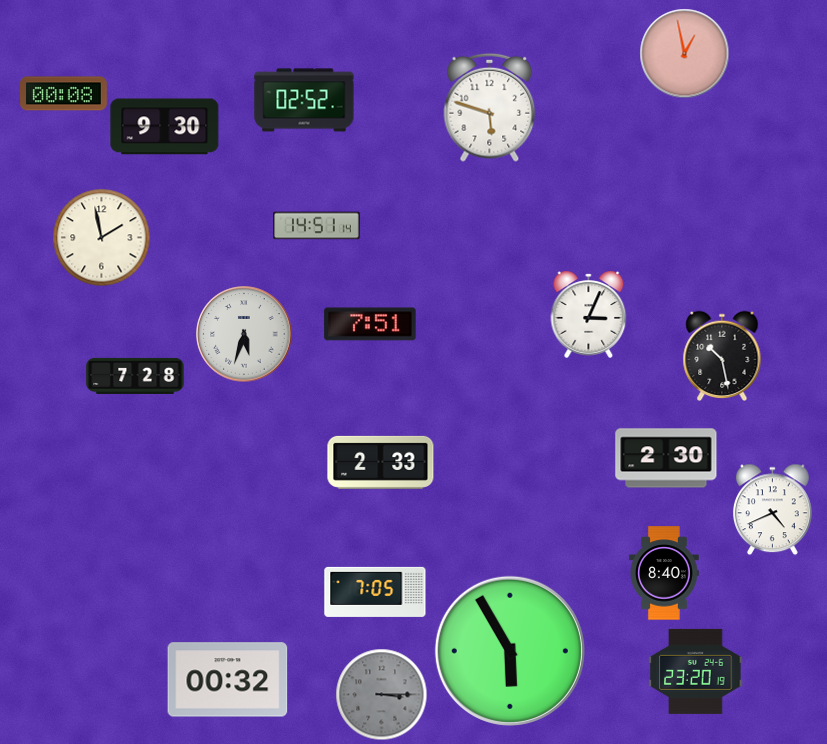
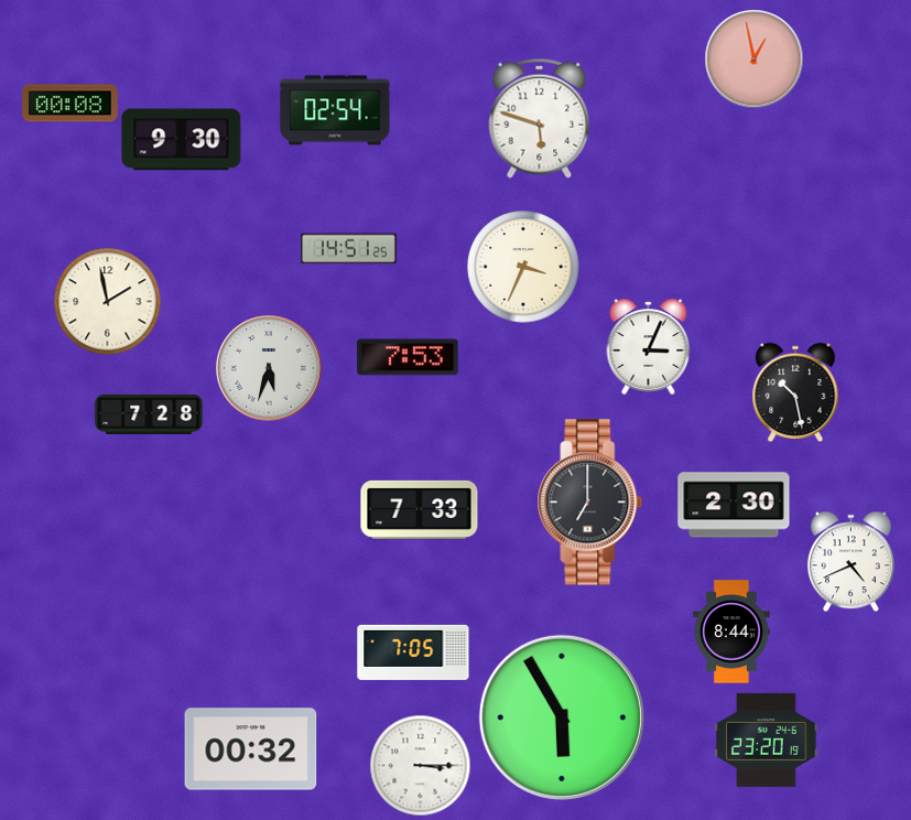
clock at (304, 100): 02:52 -> 02:54
clock at (317, 226): 14:51:14 -> 14:51:25
clock at (101, 237) position: (101, 237) -> (107, 301)
clock at (523, 267): none -> 3:34
clock at (370, 324): 7:51 -> 7:53
clock at (590, 503): none -> 7:00
clock at (381, 462): 2:33 -> 7:33
clock at (664, 573): 8:40 -> 8:44
clock at (381, 694) dial: grey -> white
